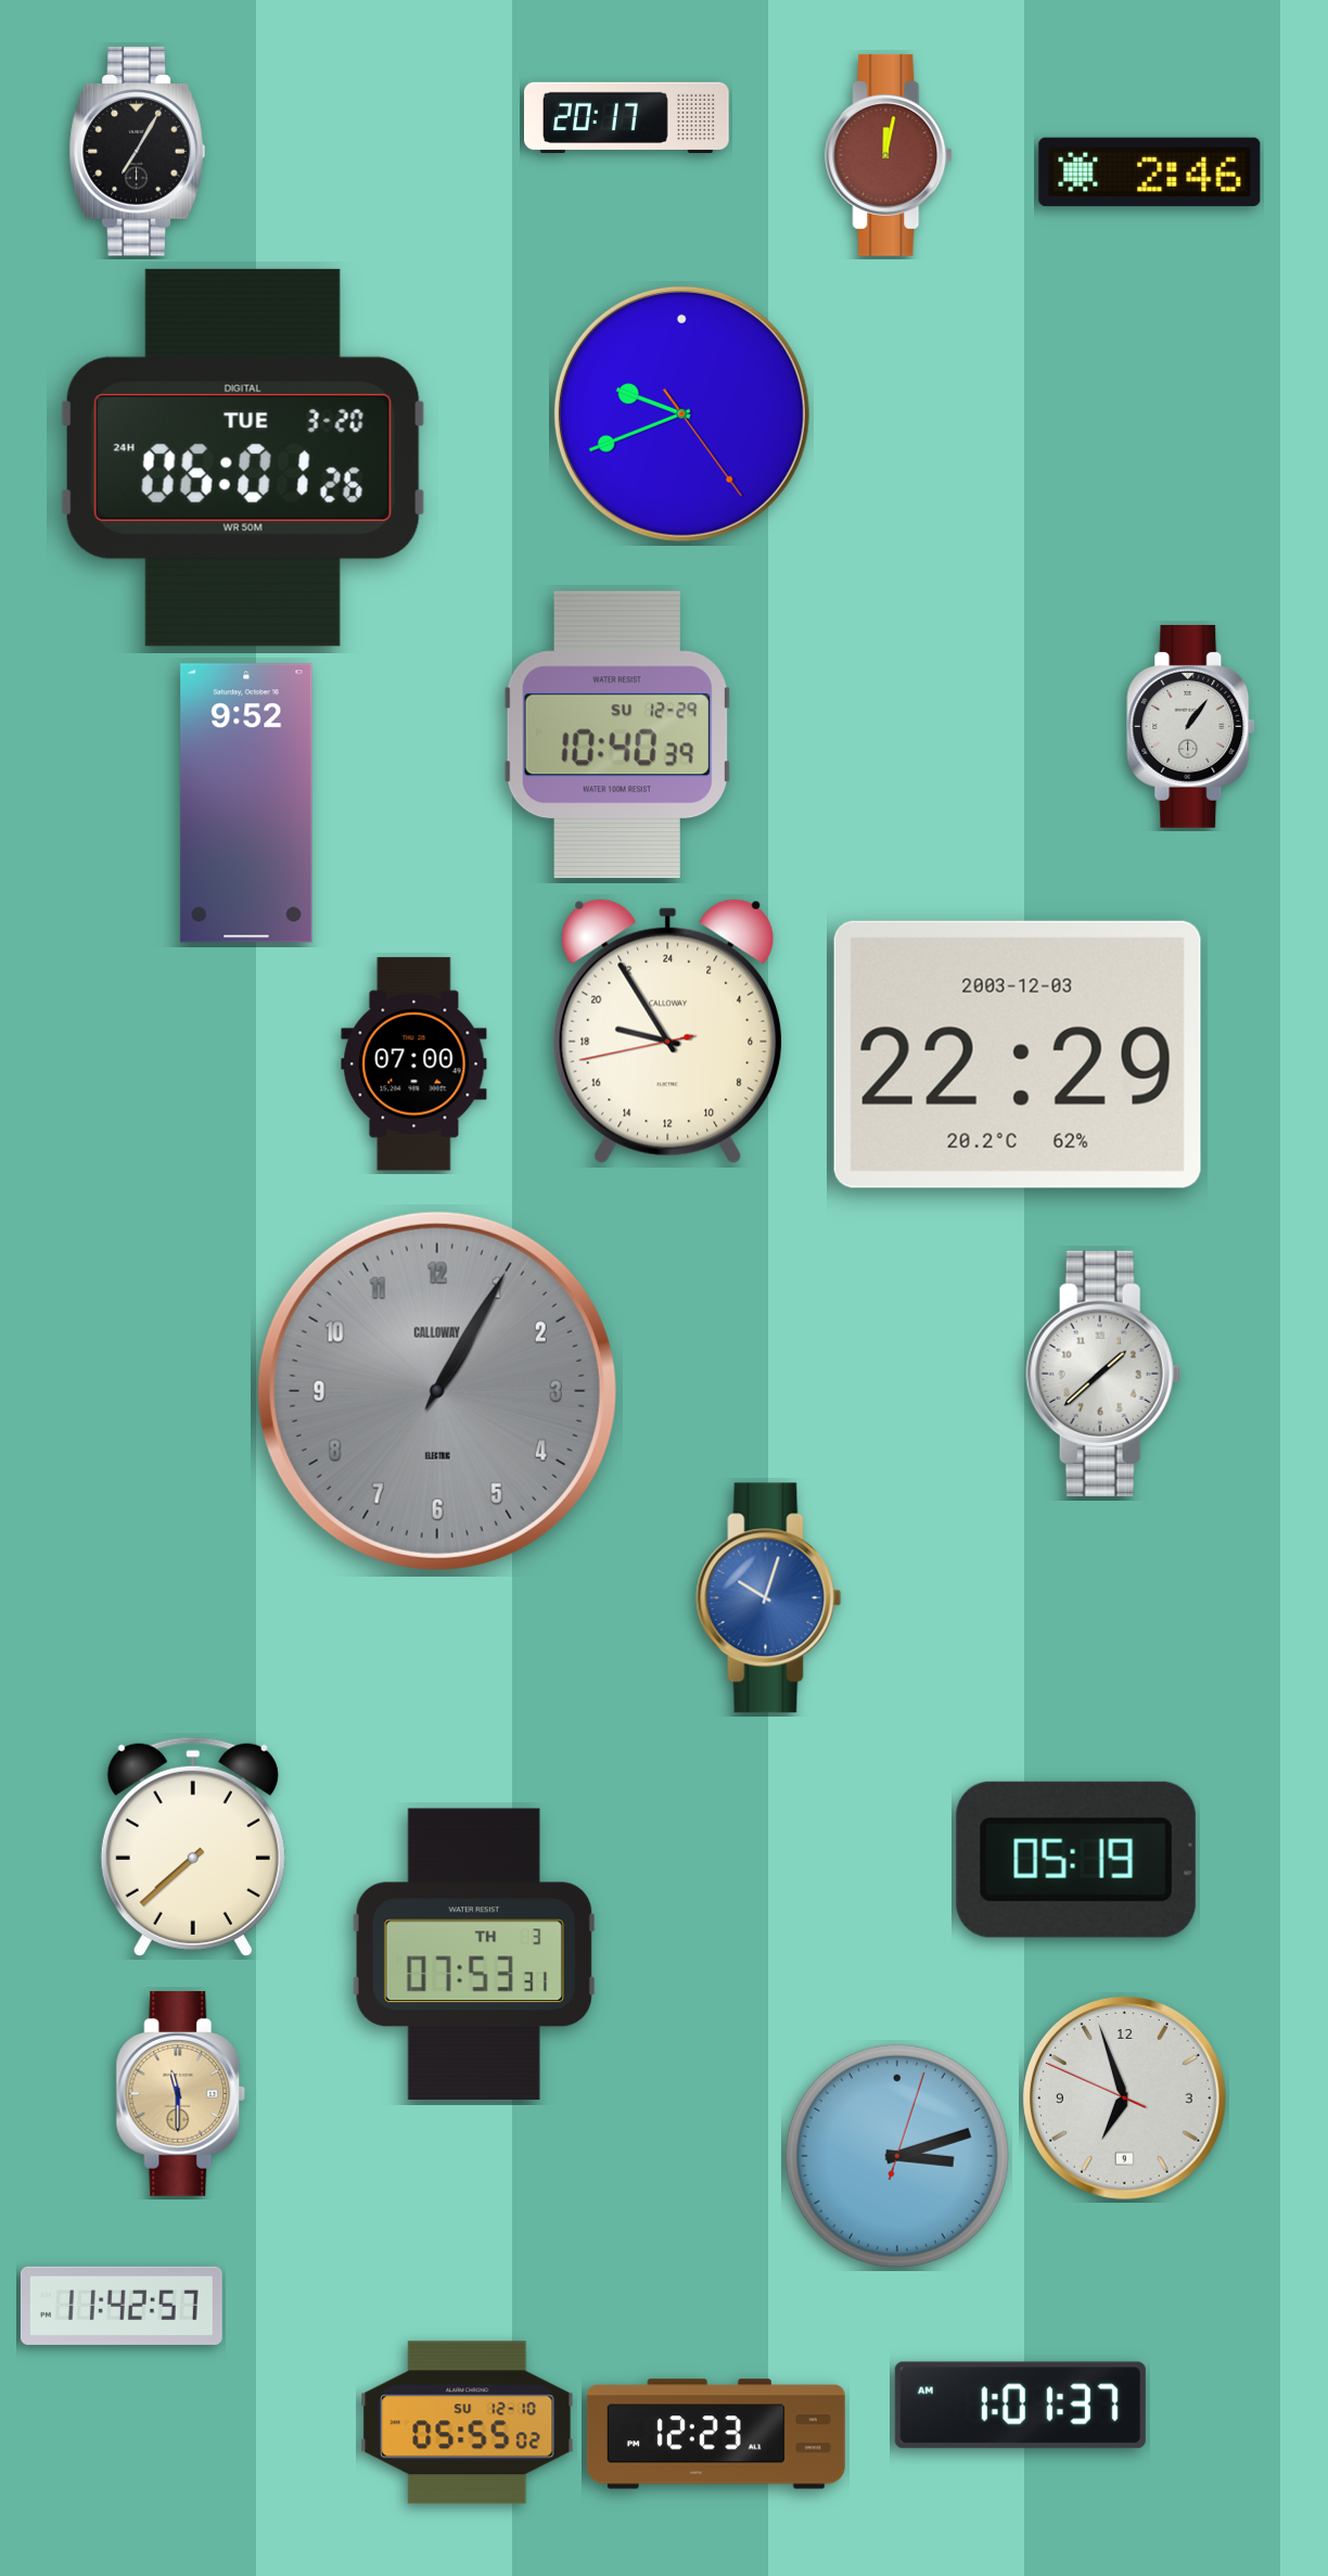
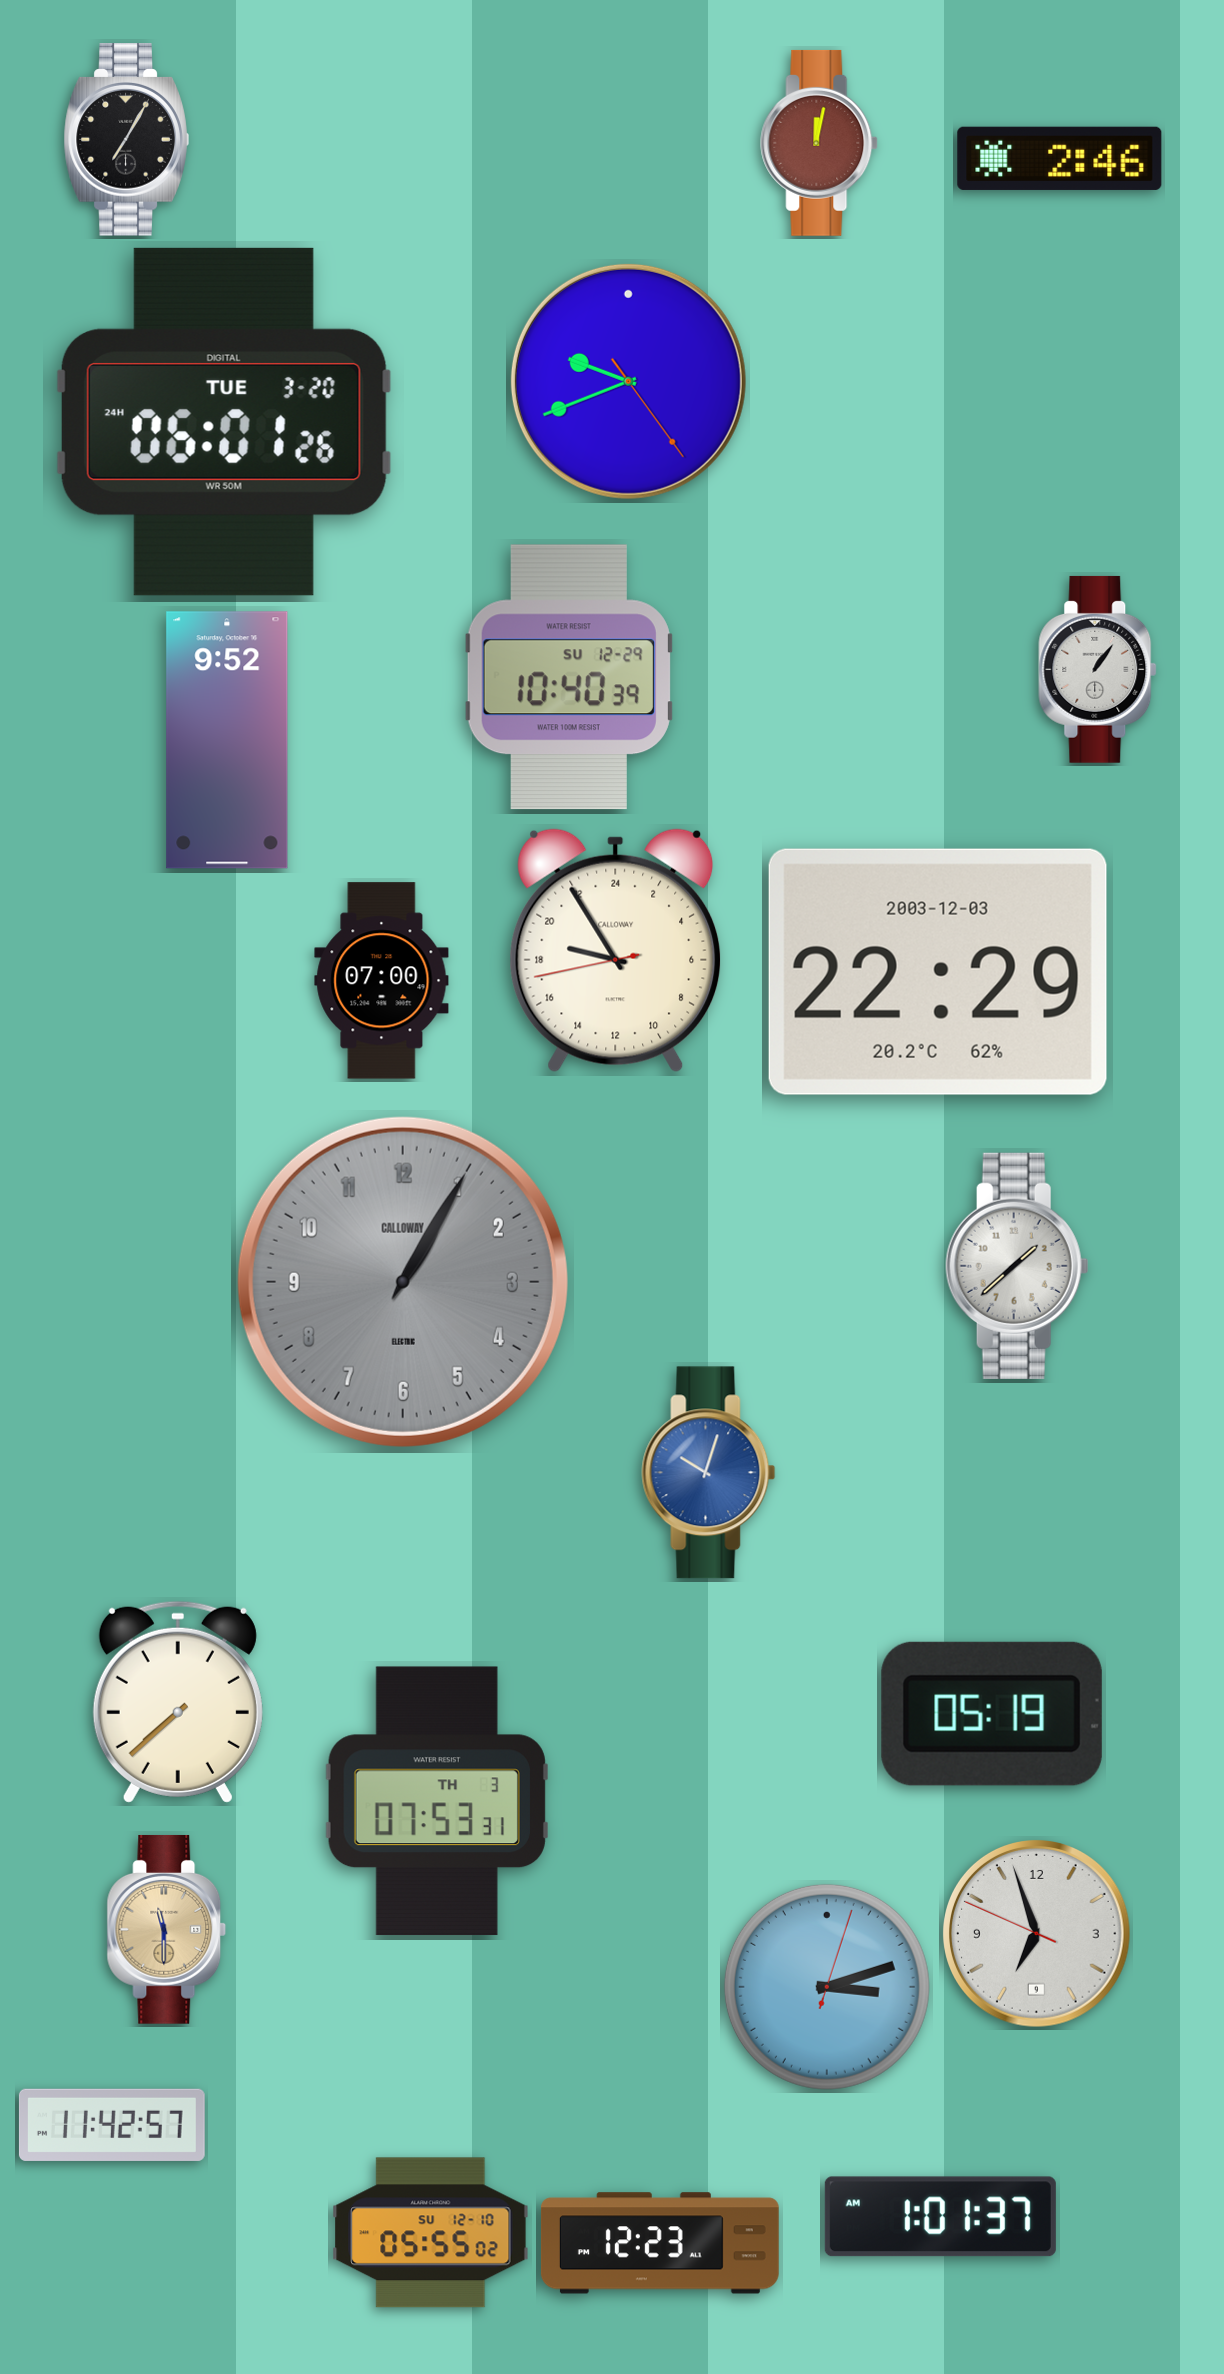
clock at (627, 118): 20:17 -> none
